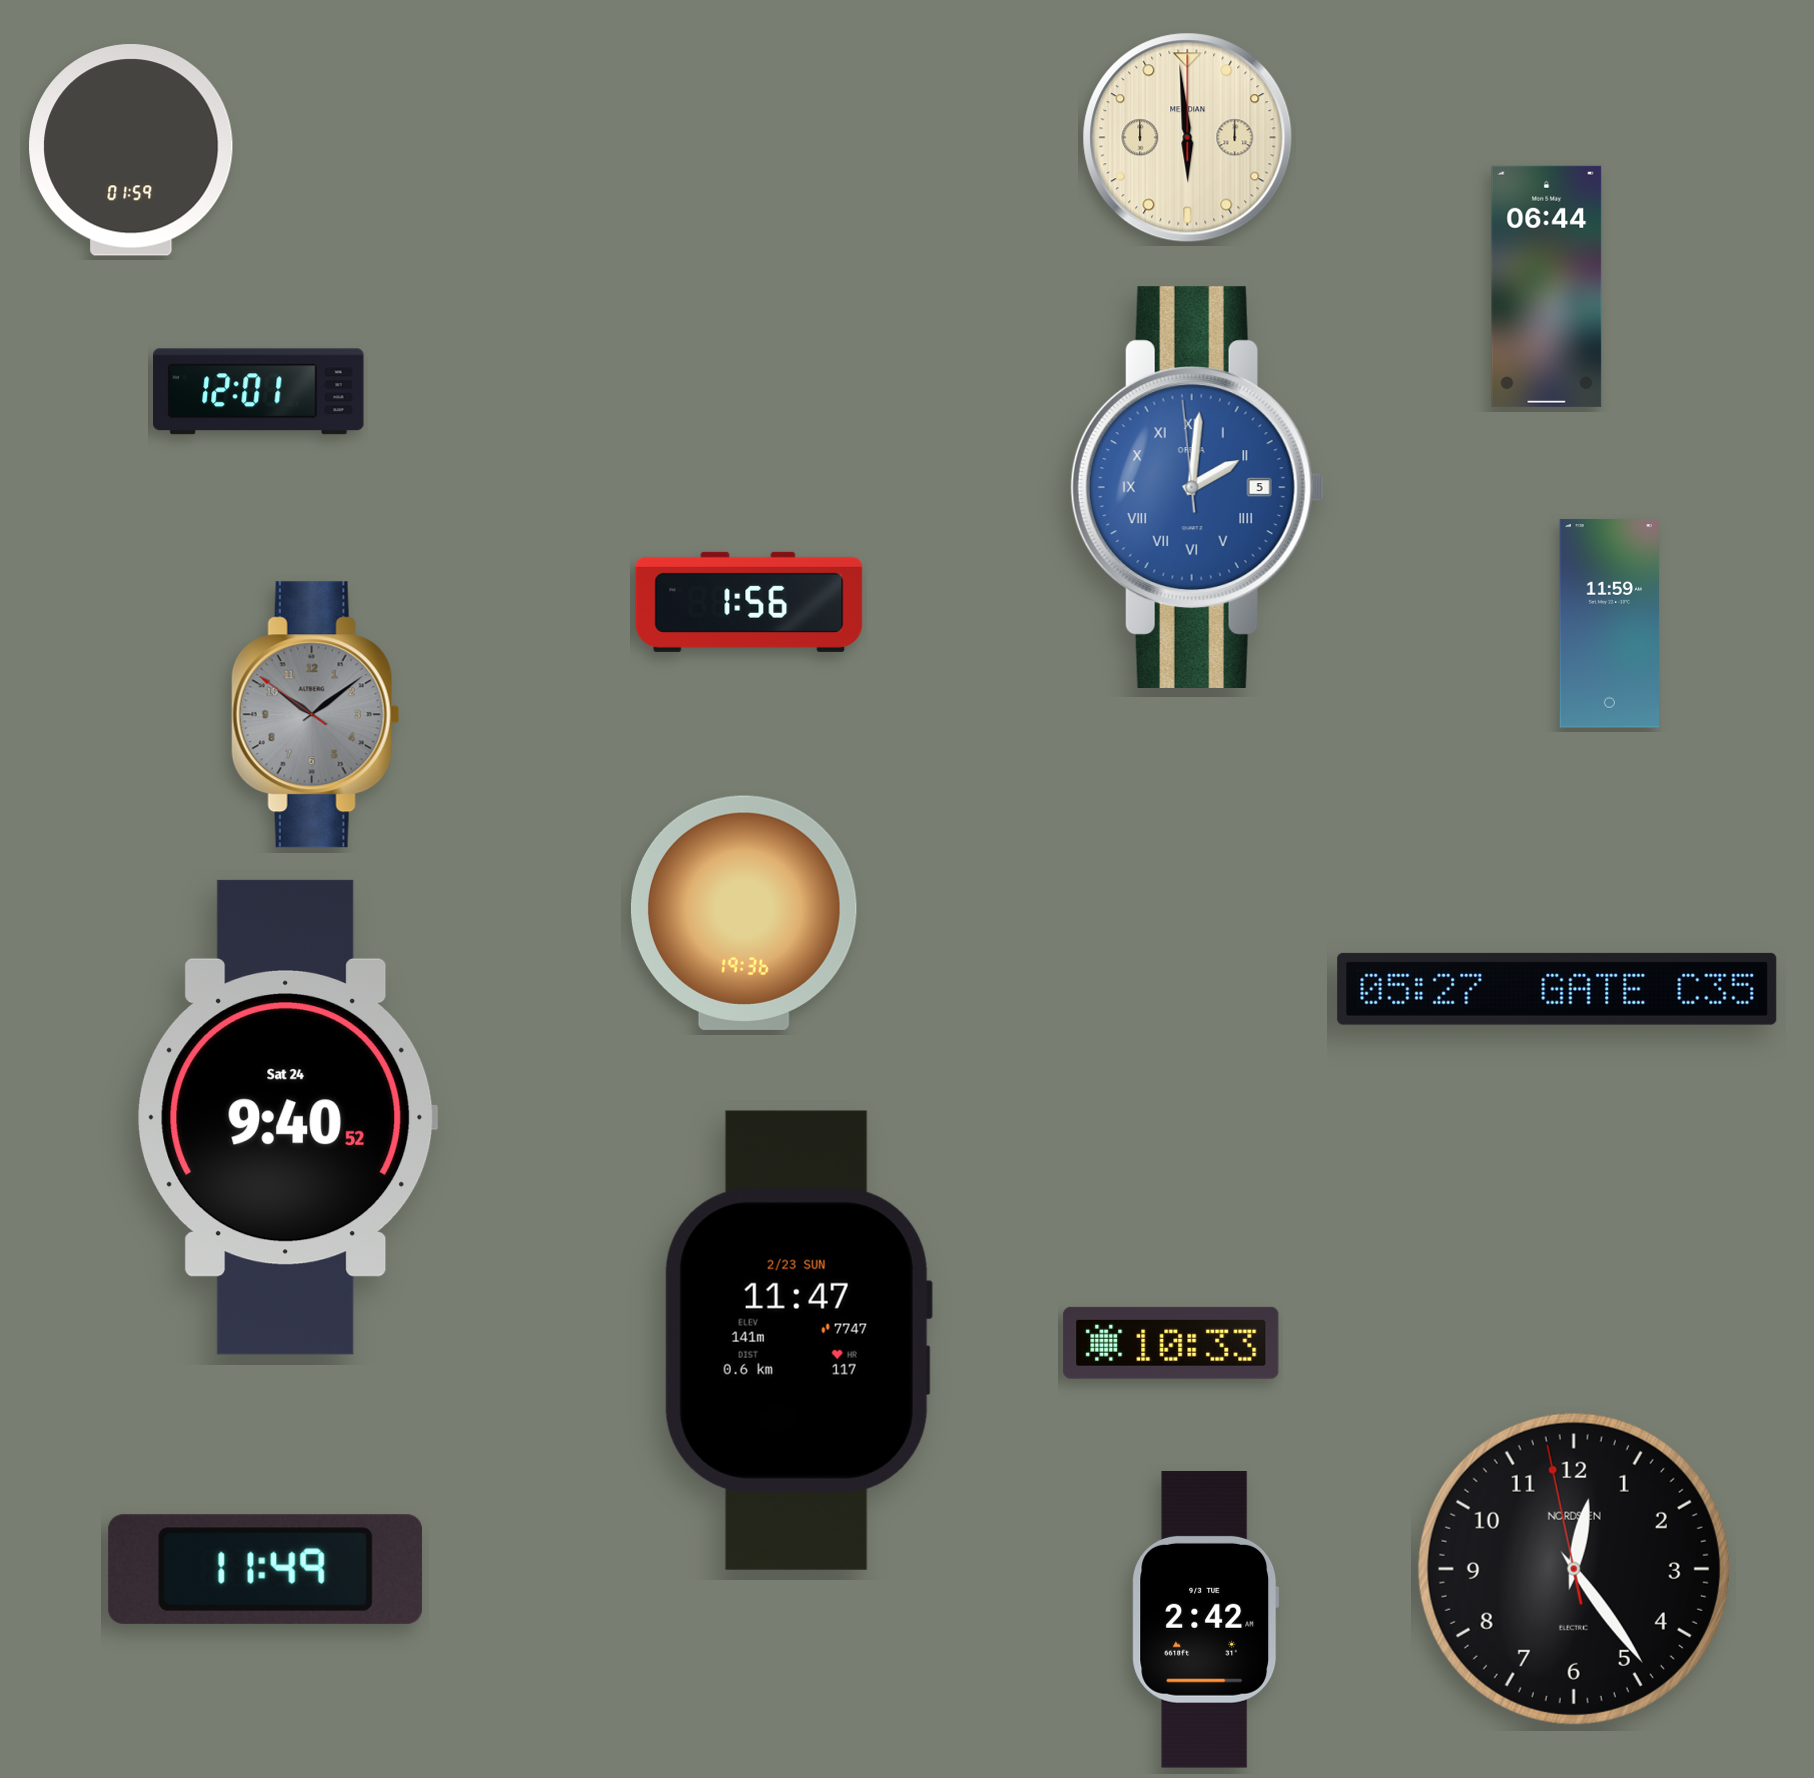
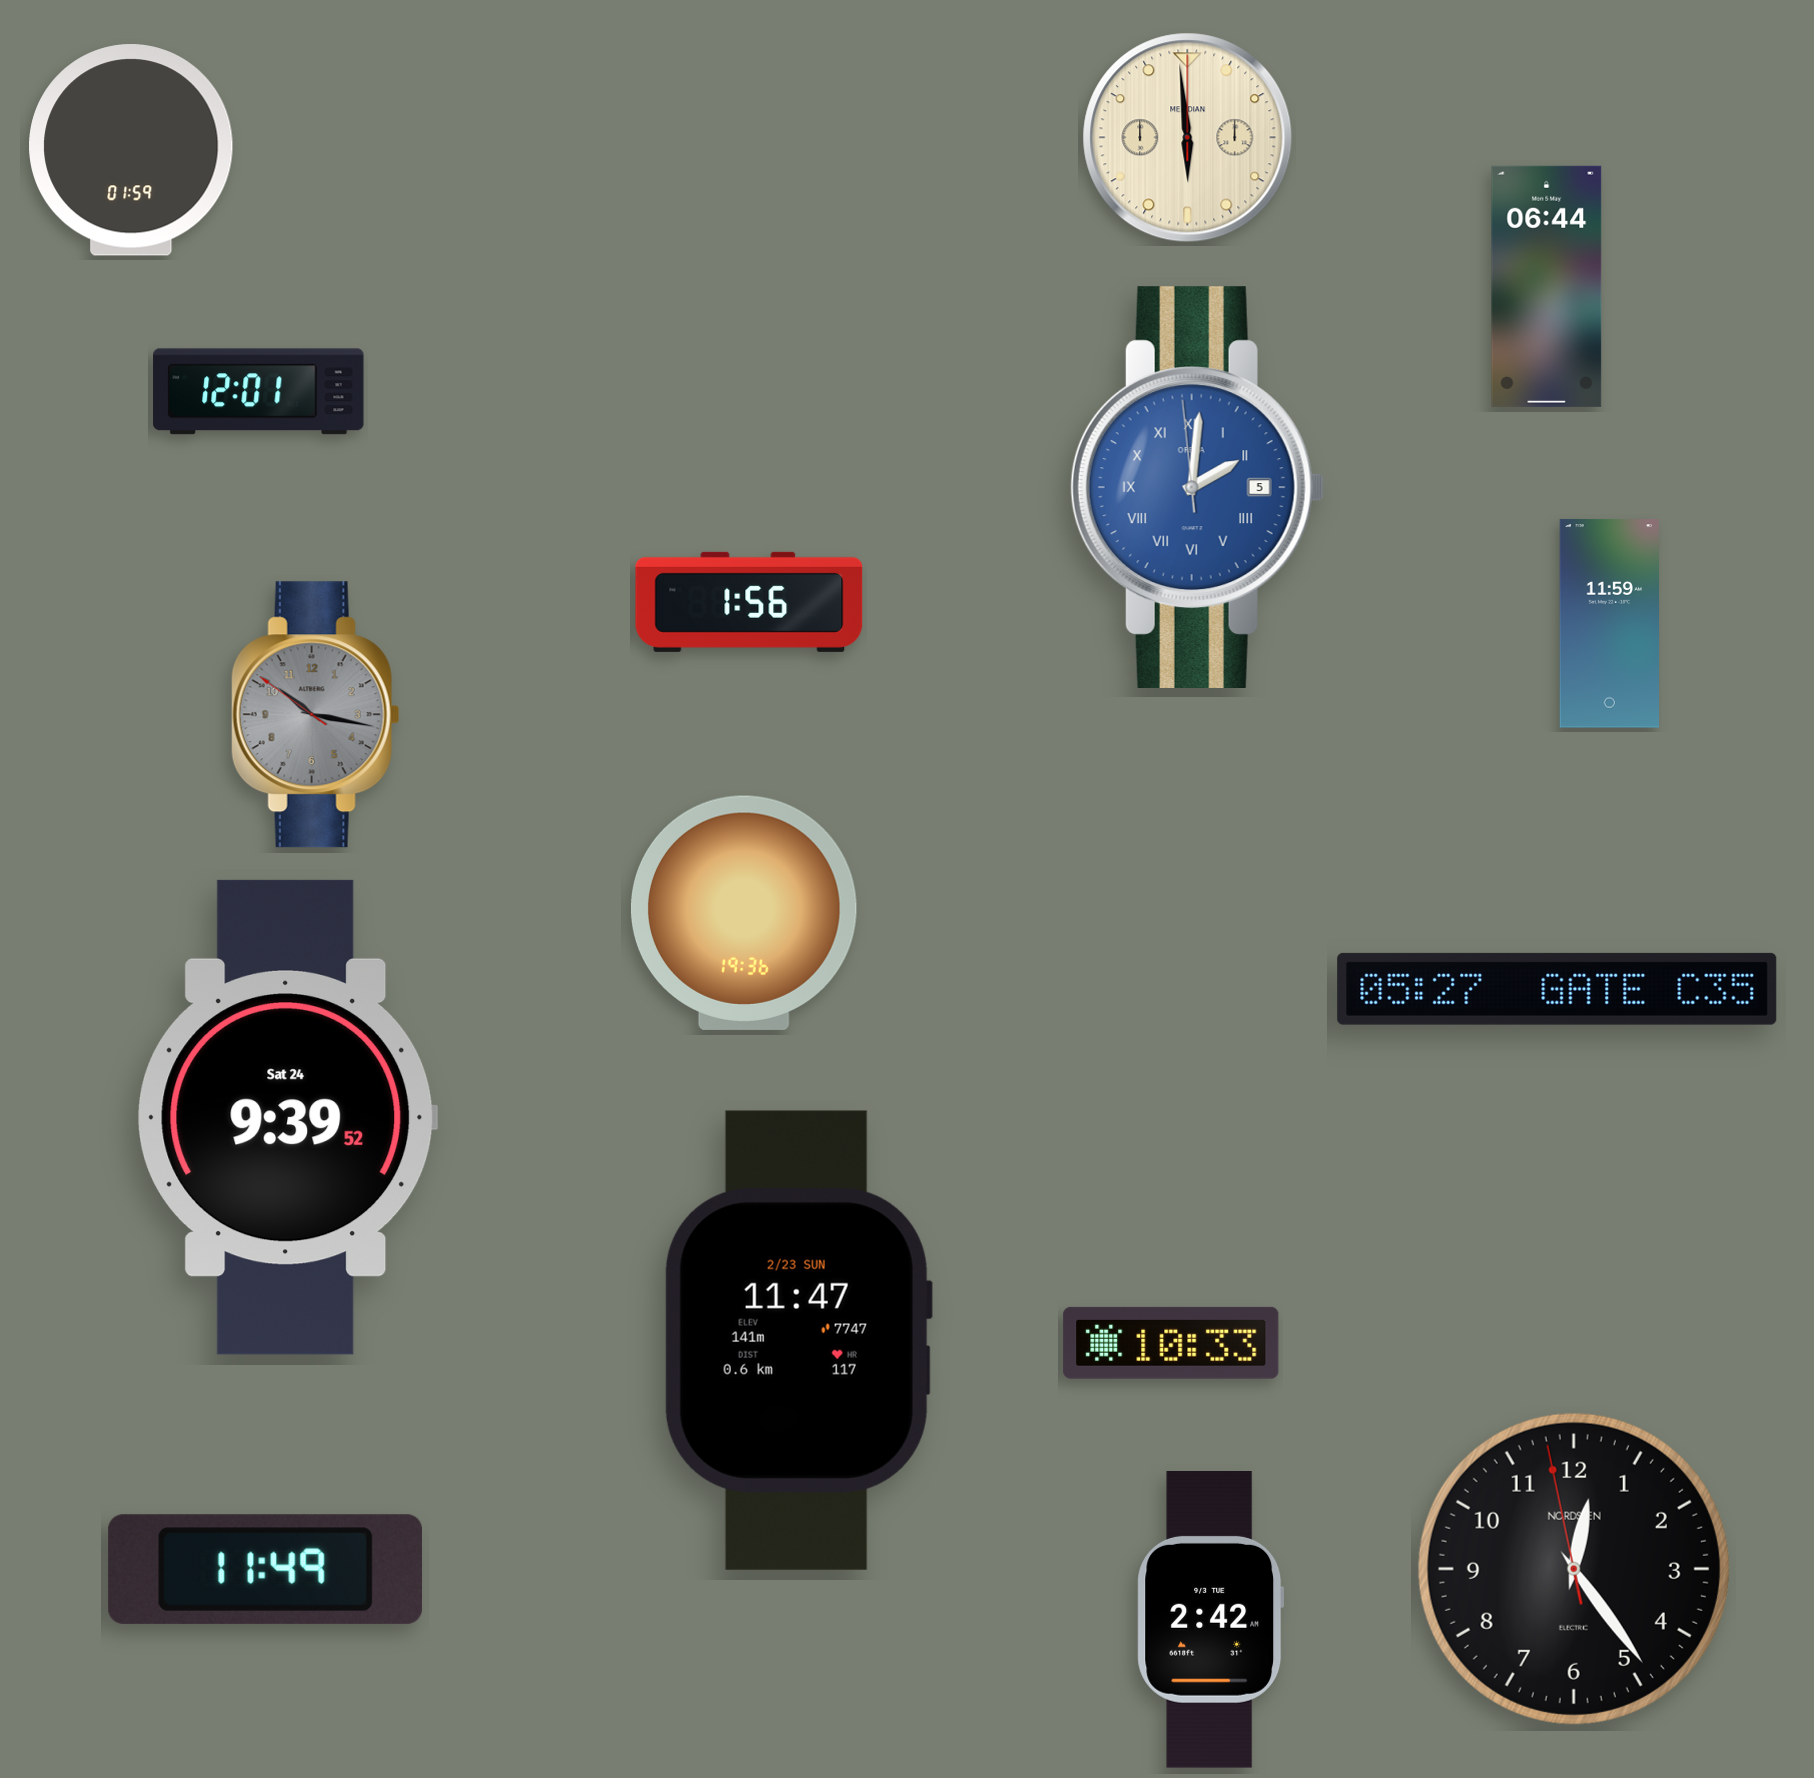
clock at (315, 715): 10:08 -> 10:16
clock at (287, 1117): 9:40 -> 9:39
clock at (1206, 1620) position: (1206, 1620) -> (1211, 1620)
